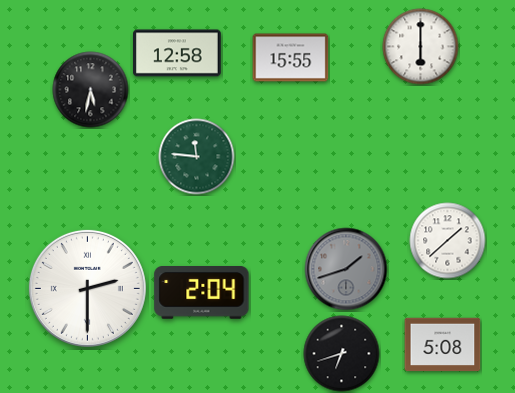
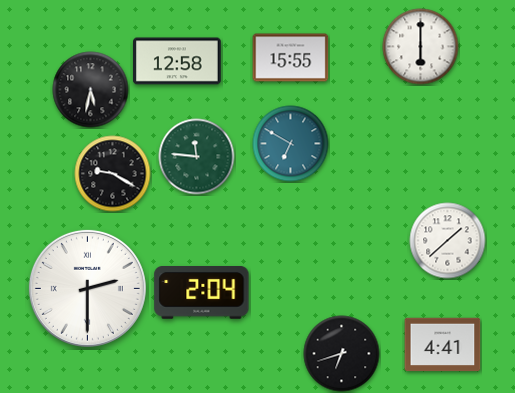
clock at (178, 53) position: (178, 53) -> (178, 61)
clock at (291, 144): none -> 6:50
clock at (113, 174): none -> 9:20
clock at (346, 269): 1:42 -> none
clock at (443, 345): 5:08 -> 4:41
